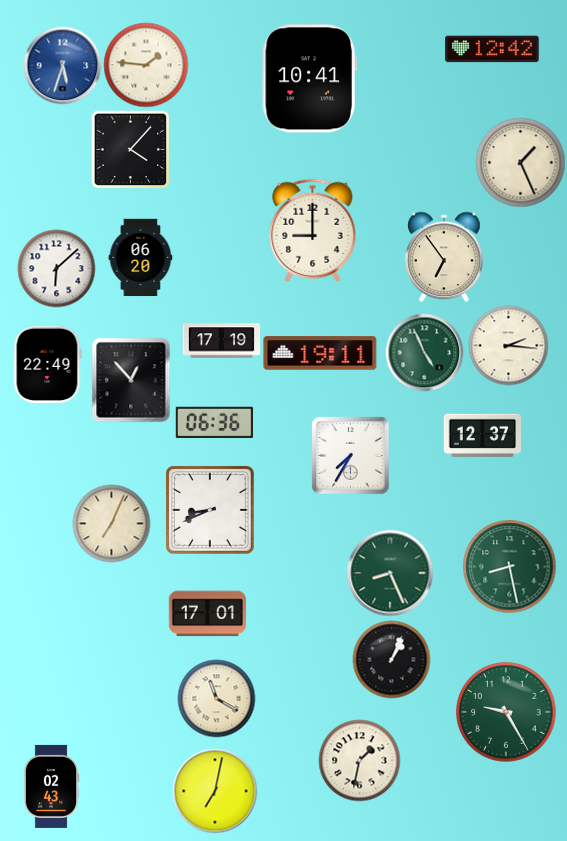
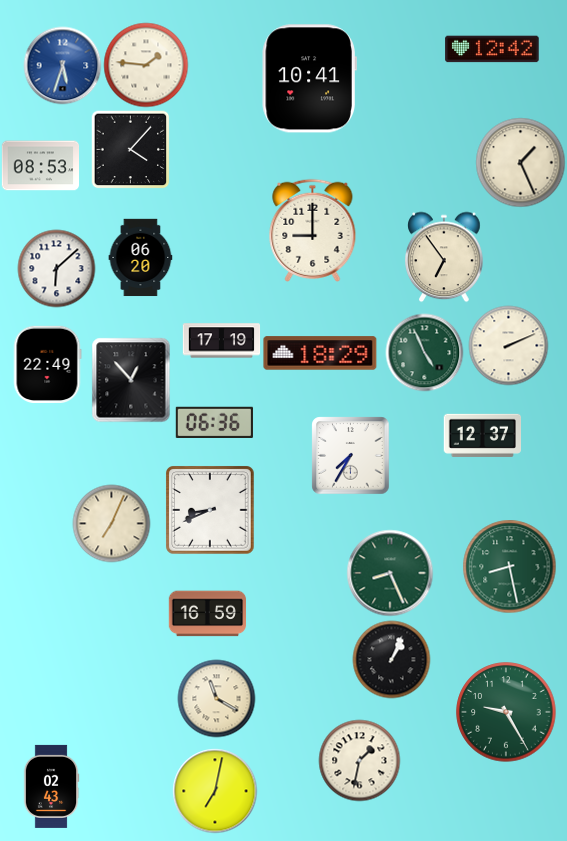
clock at (40, 166): none -> 08:53
clock at (508, 345): 2:16 -> 2:11
clock at (320, 353): 19:11 -> 18:29
clock at (207, 614): 17:01 -> 16:59
